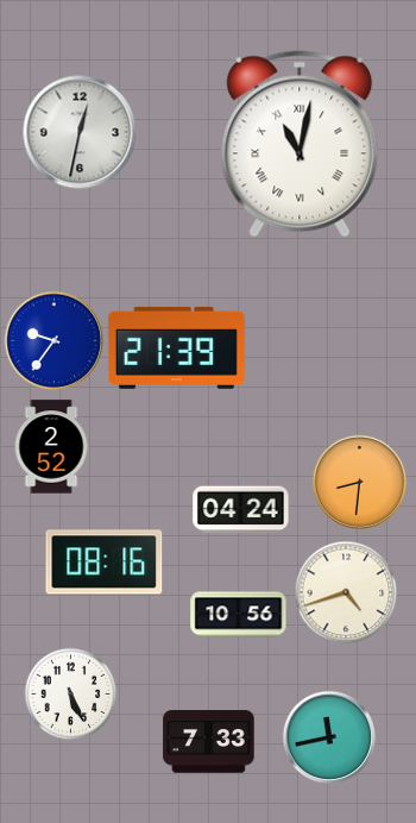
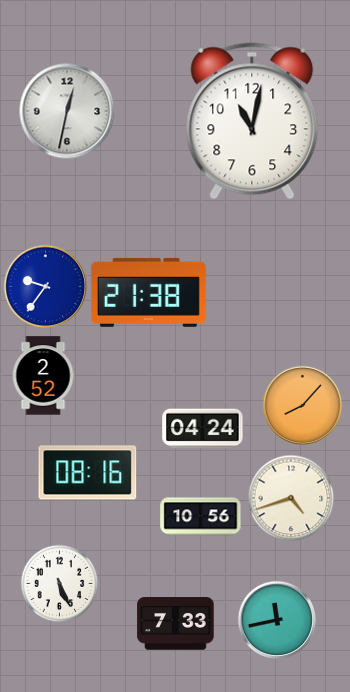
clock at (300, 144) numerals: Roman -> Arabic
clock at (176, 347): 21:39 -> 21:38
clock at (359, 482): 8:31 -> 8:07
